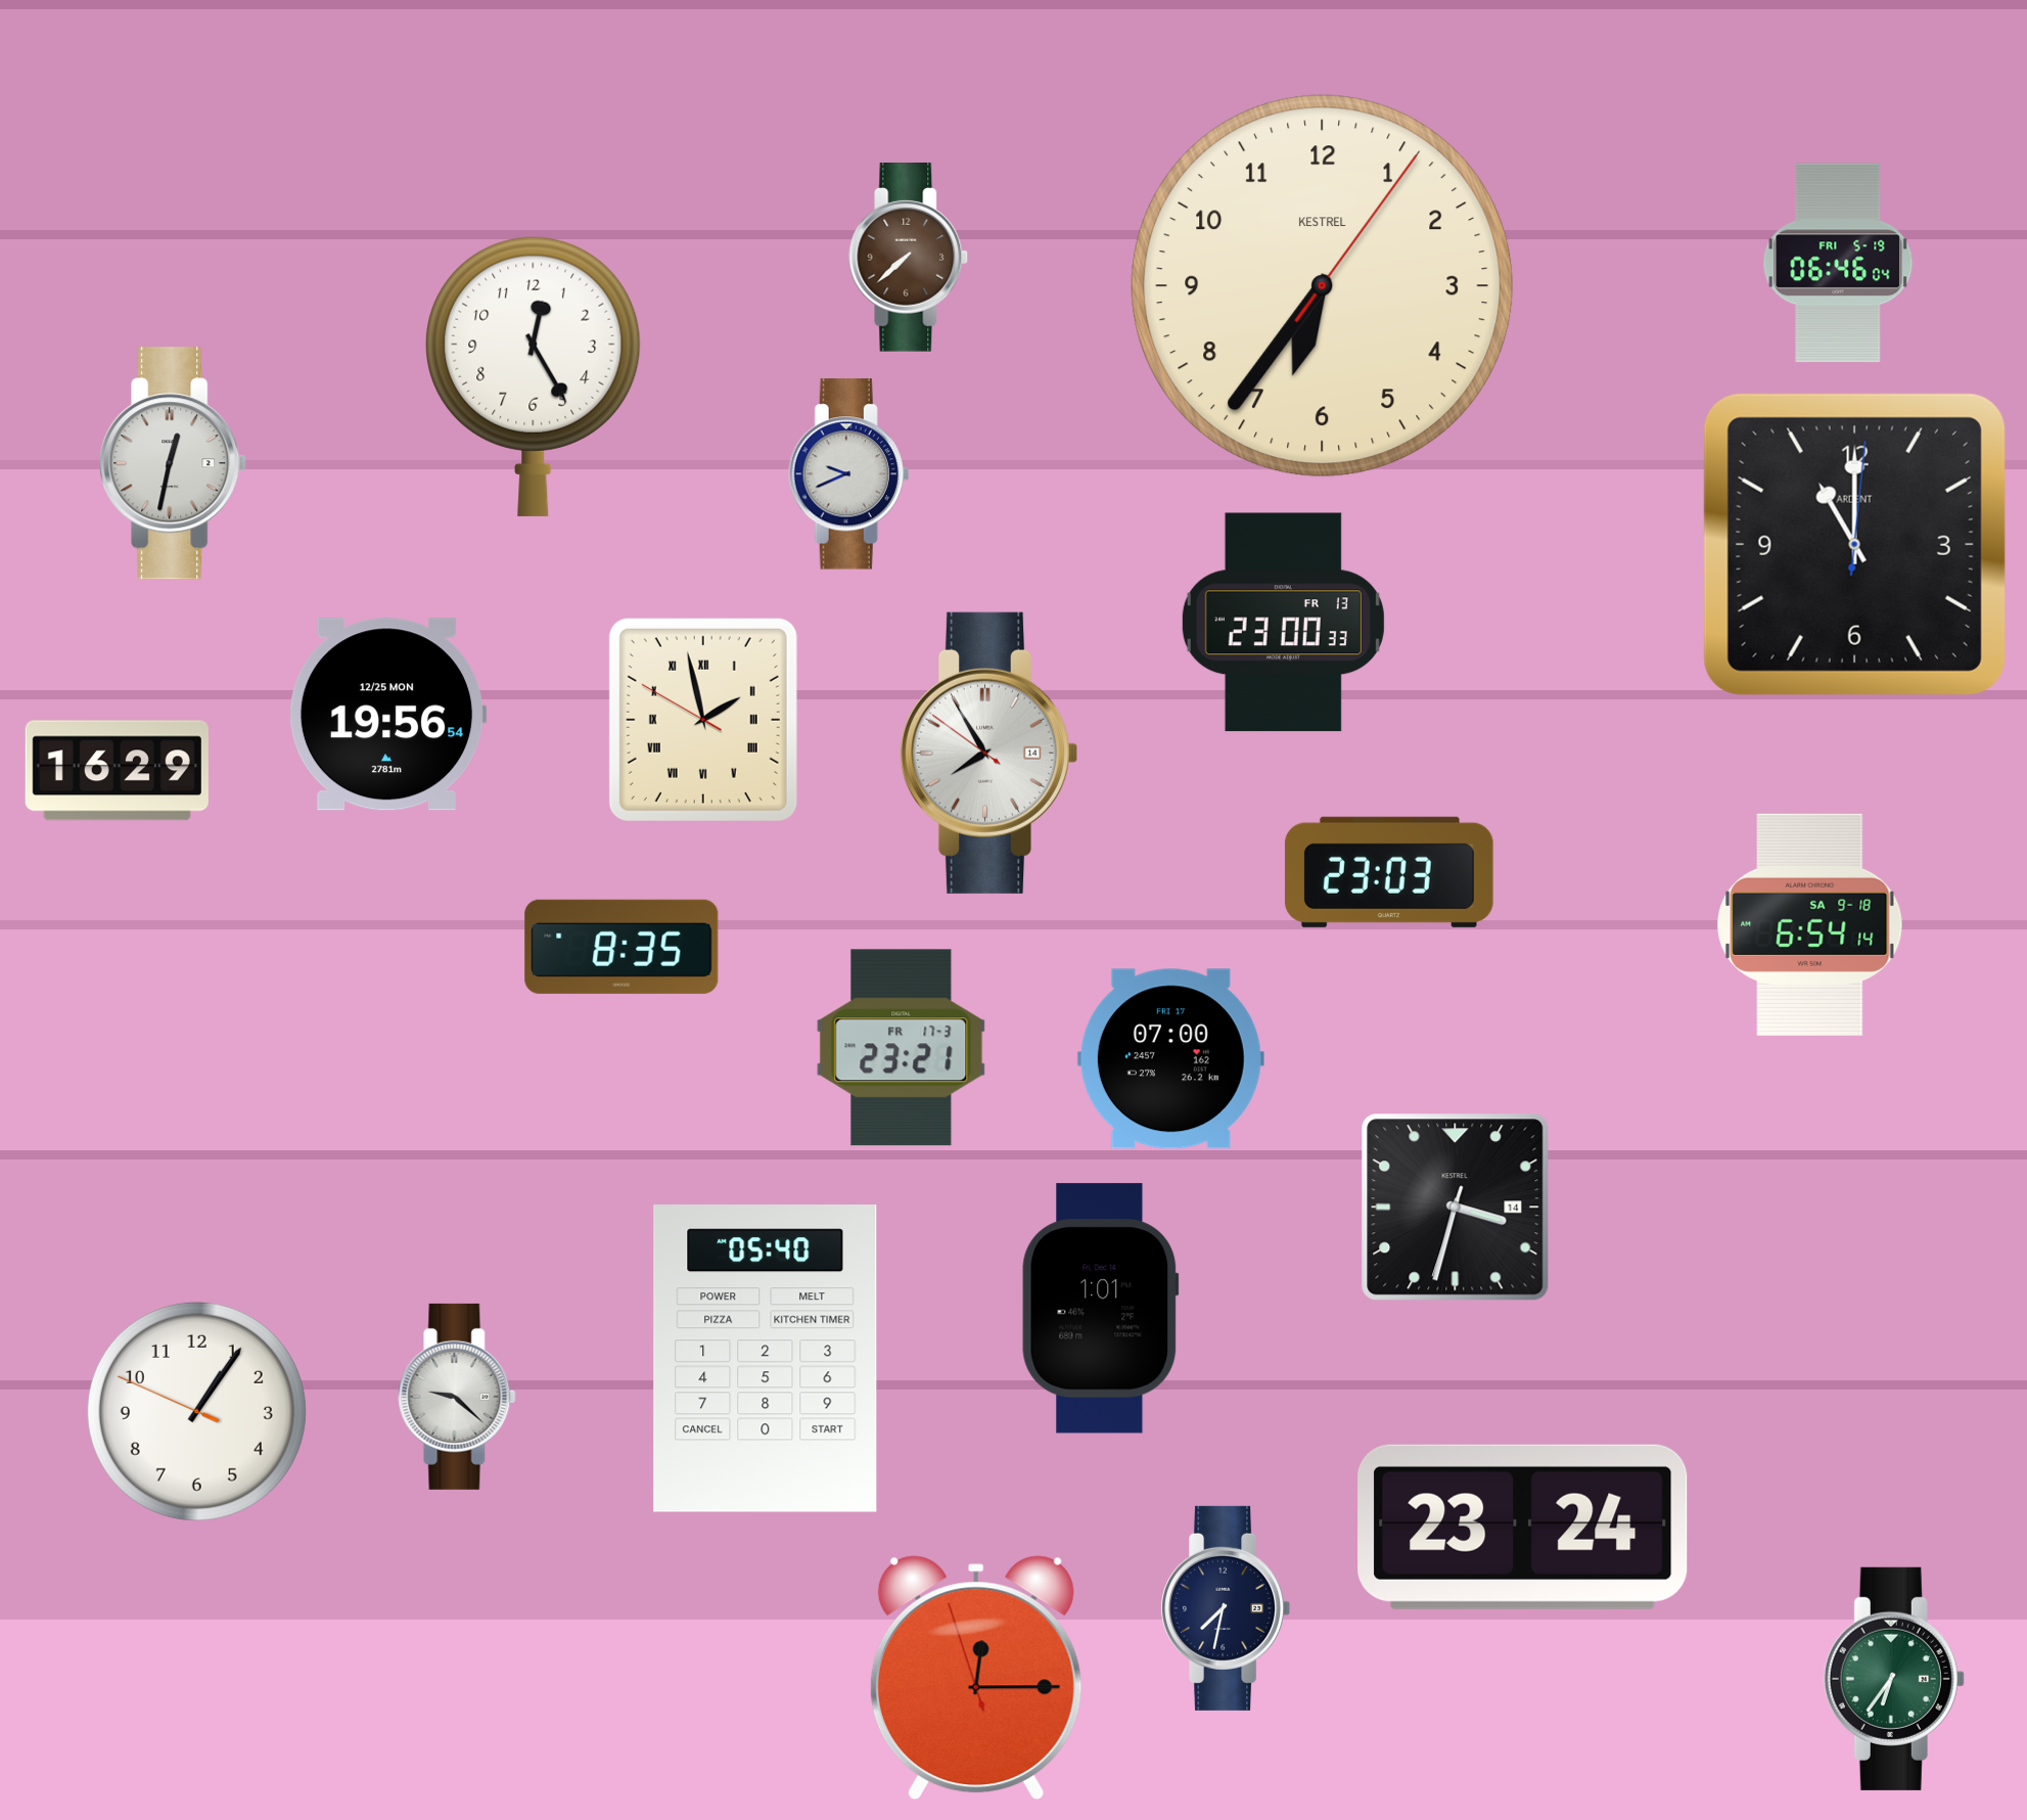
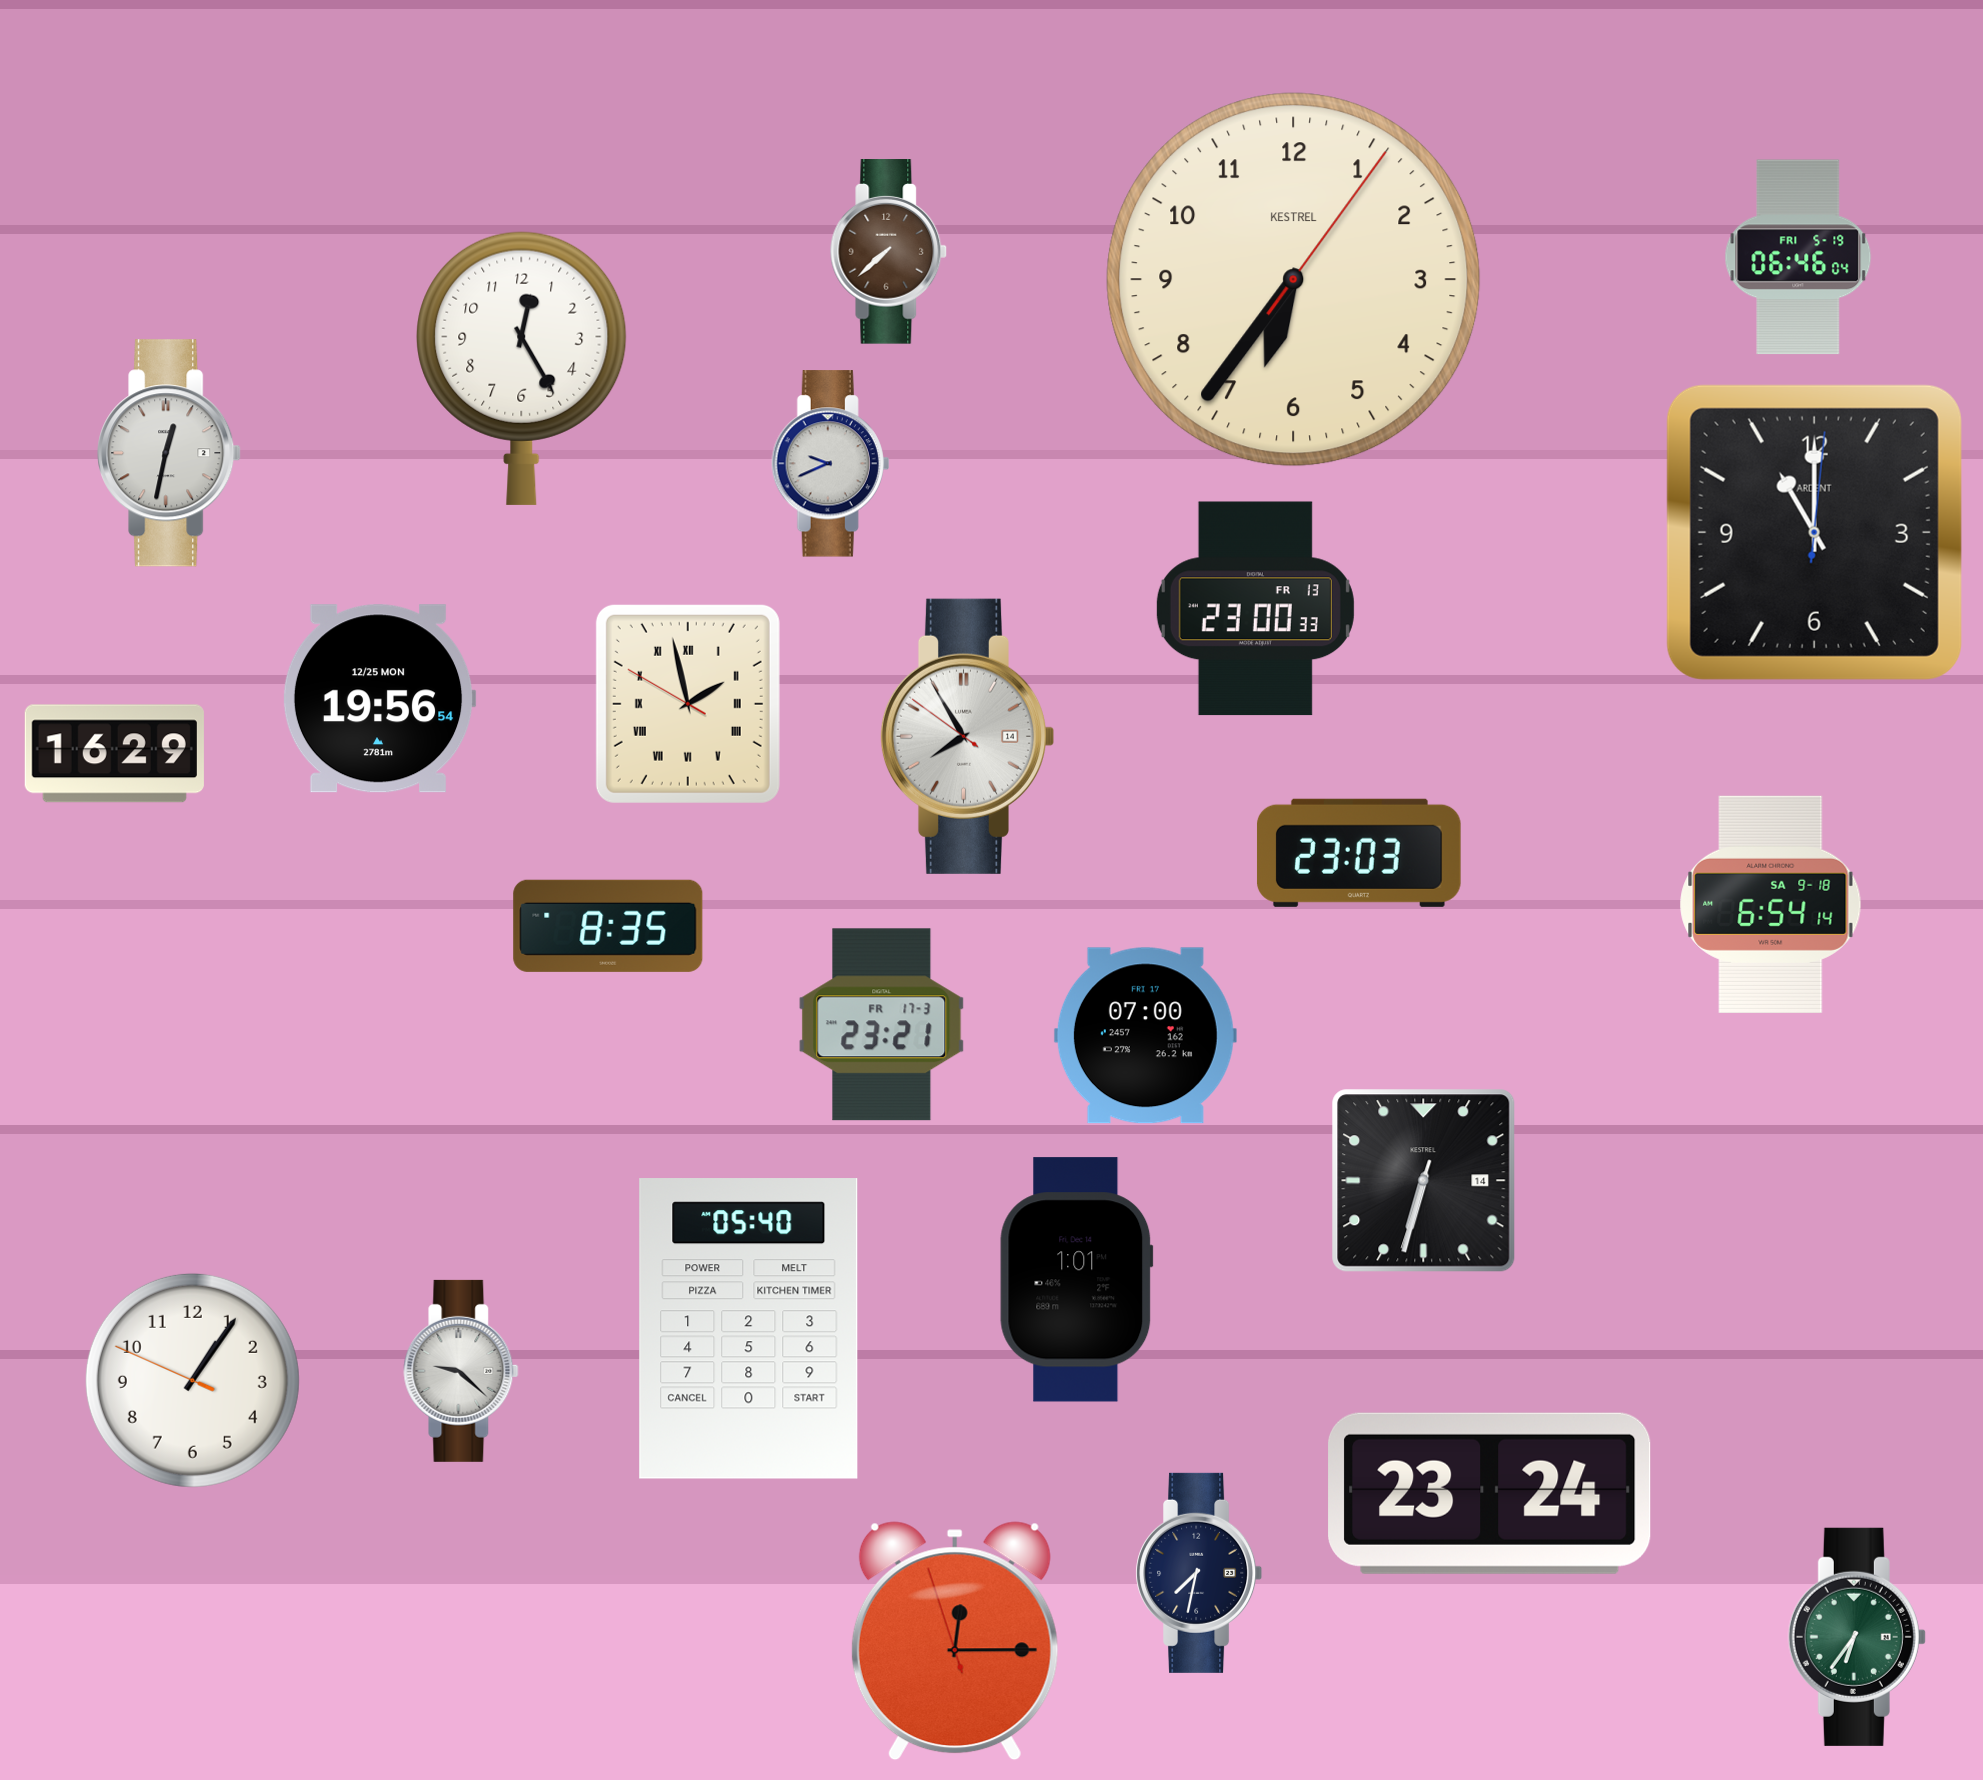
clock at (1456, 1208): 3:32 -> 6:32
clock at (457, 1397) position: (457, 1397) -> (461, 1371)
clock at (1894, 1679) position: (1894, 1679) -> (1857, 1637)
